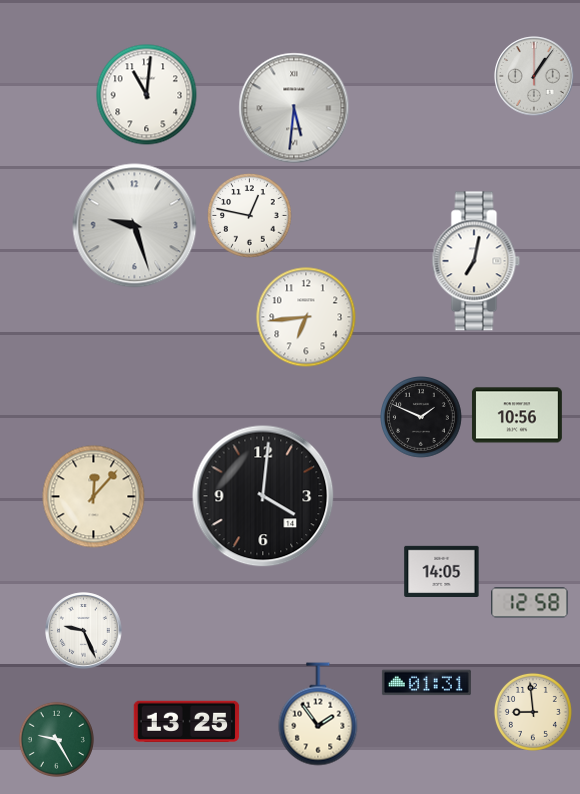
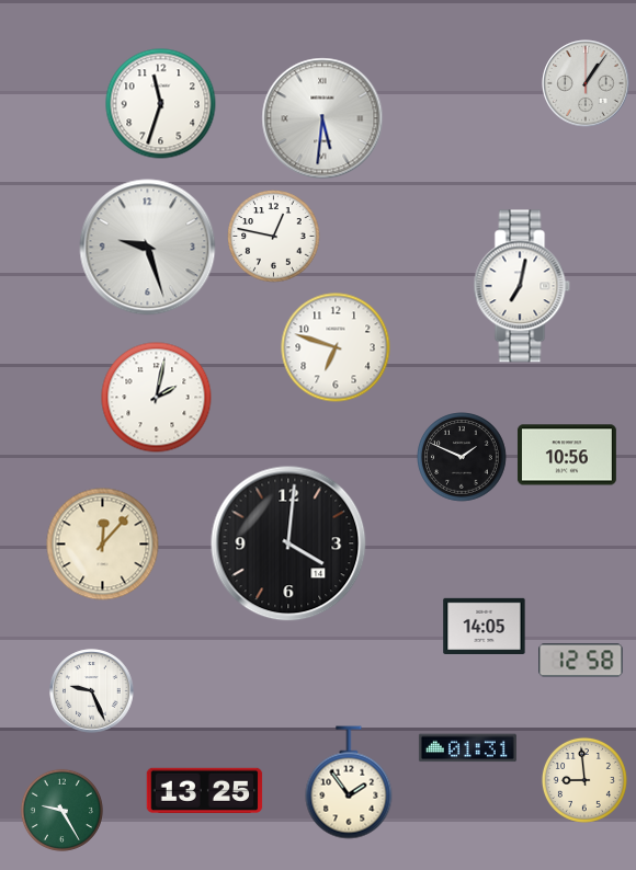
clock at (147, 95): 11:01 -> 11:33
clock at (306, 317): 6:44 -> 6:48
clock at (157, 398): none -> 2:02
